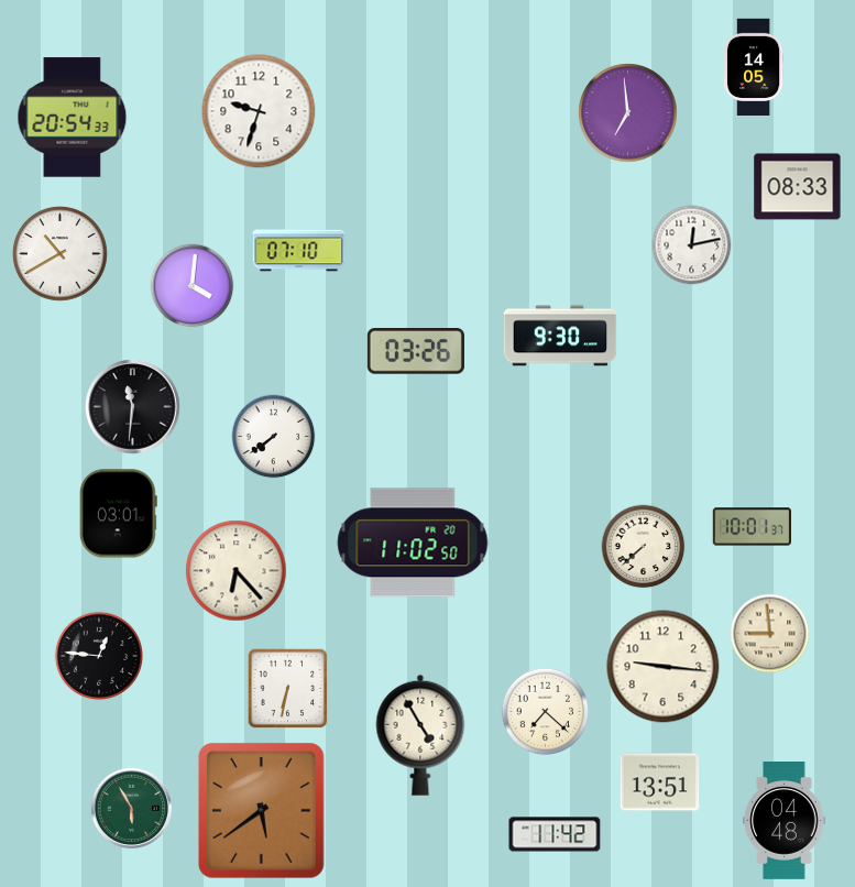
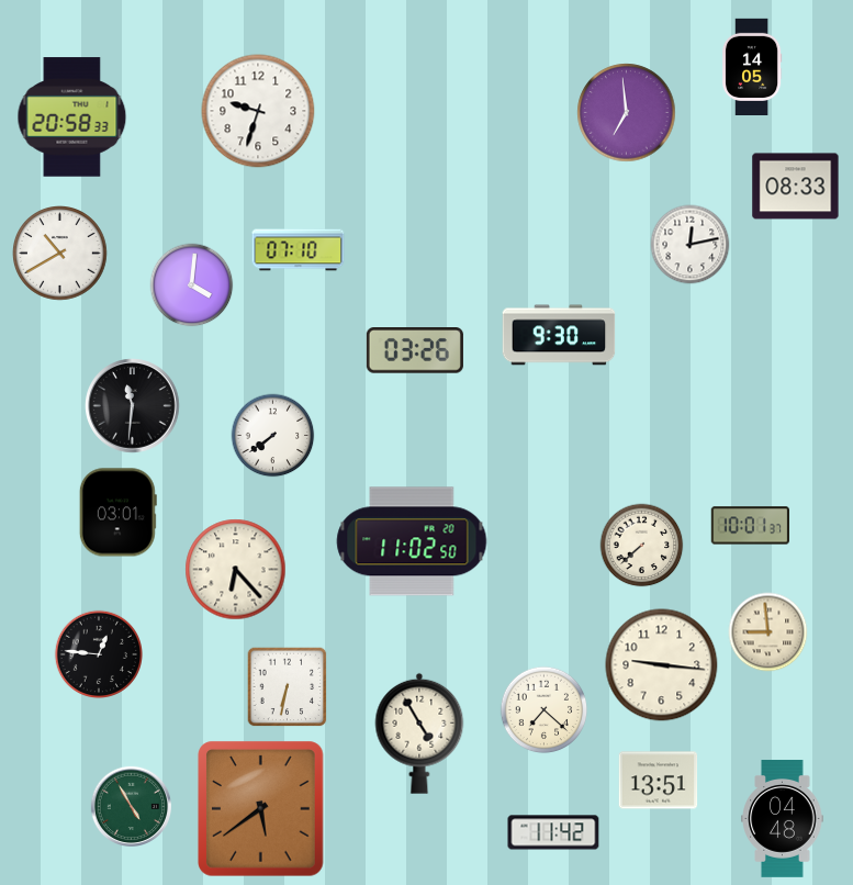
clock at (73, 118): 20:54 -> 20:58
clock at (132, 809): 5:55 -> 4:55
